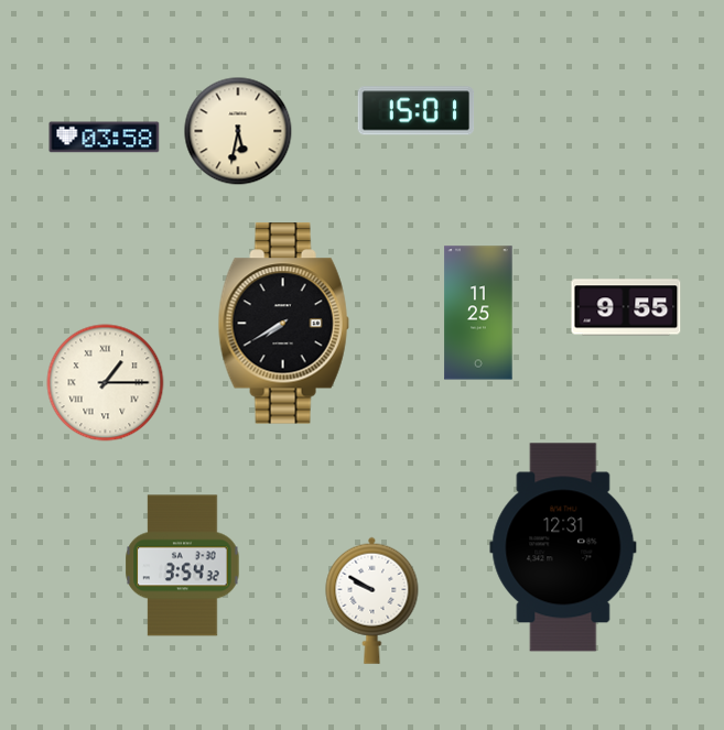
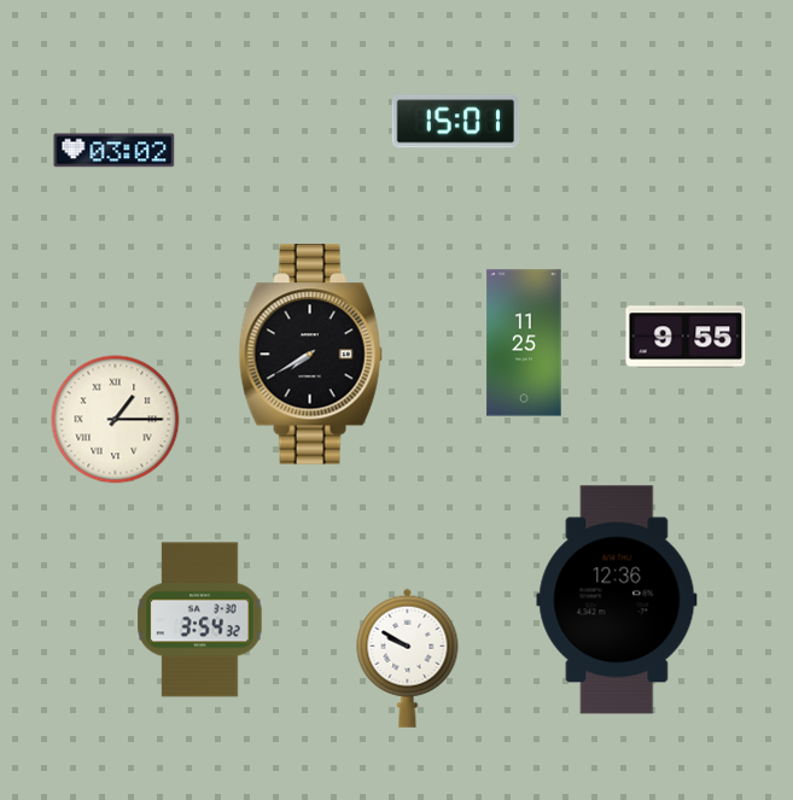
clock at (238, 131): 5:32 -> none
clock at (105, 138): 03:58 -> 03:02
clock at (563, 547): 12:31 -> 12:36
